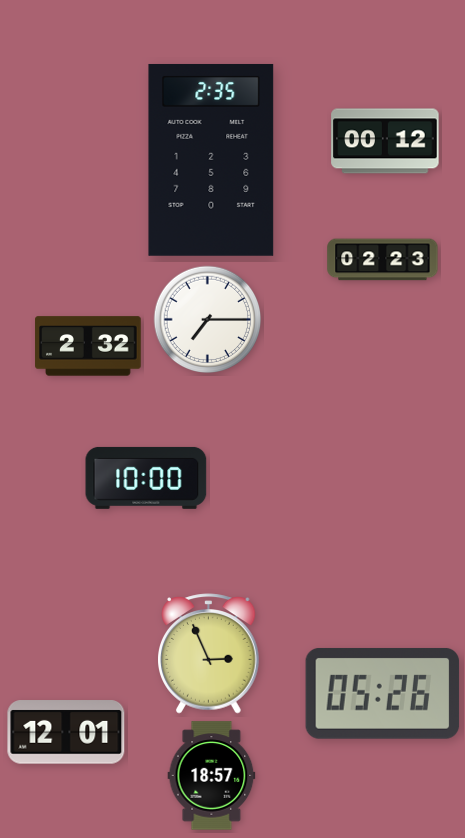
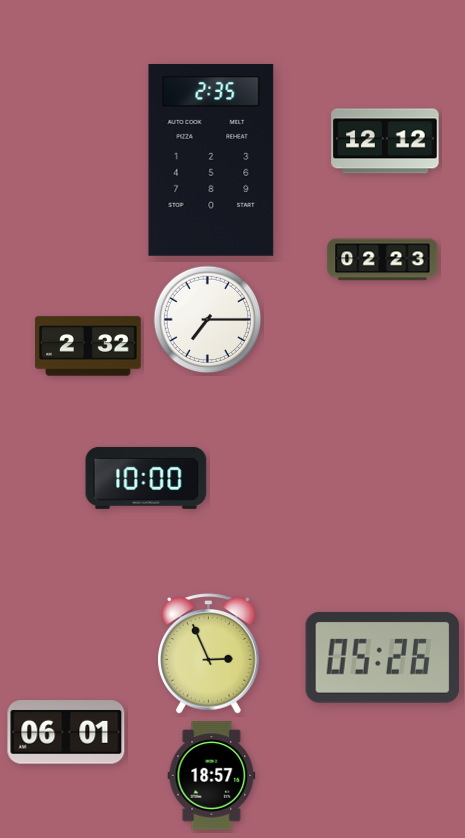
clock at (385, 141): 00:12 -> 12:12
clock at (383, 693) position: (383, 693) -> (383, 657)
clock at (66, 732): 12:01 -> 06:01
